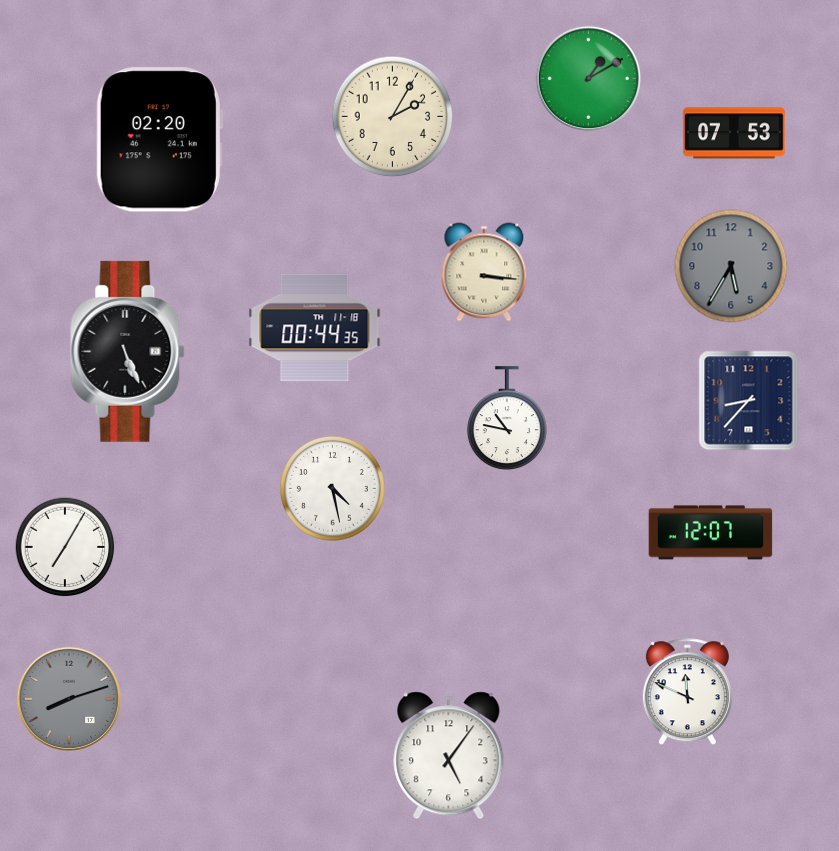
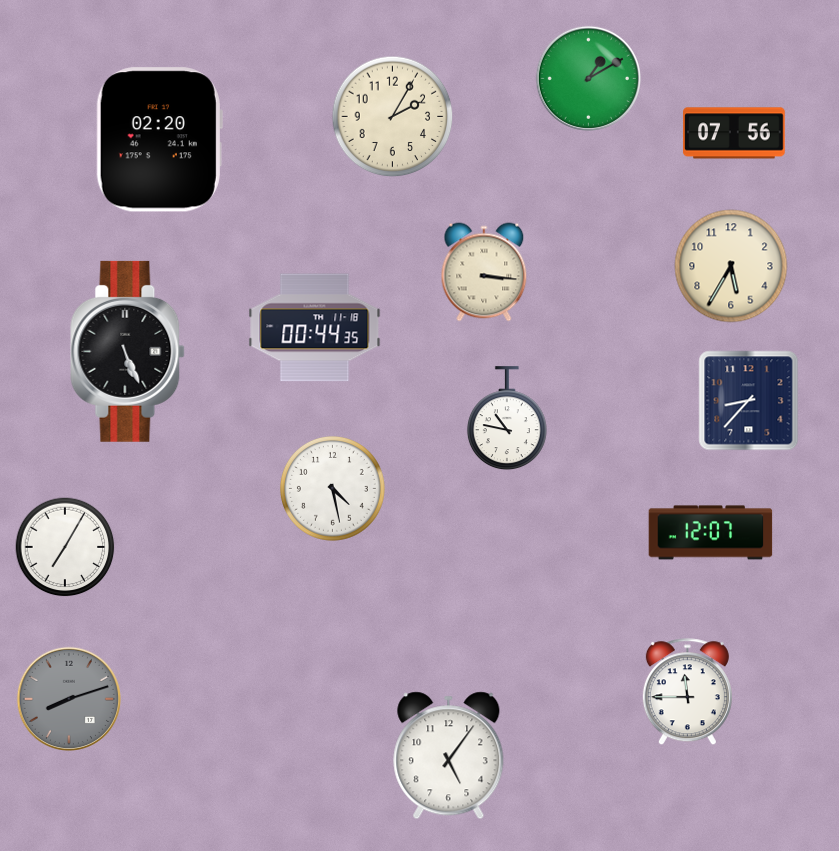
clock at (734, 133): 07:53 -> 07:56
clock at (731, 266) dial: grey -> cream
clock at (687, 692): 11:49 -> 11:45
